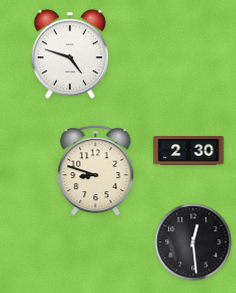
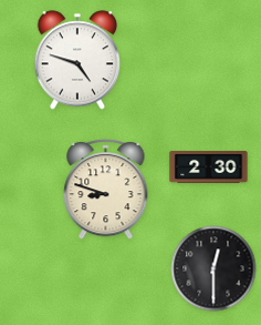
clock at (193, 242): 12:29 -> 12:30
